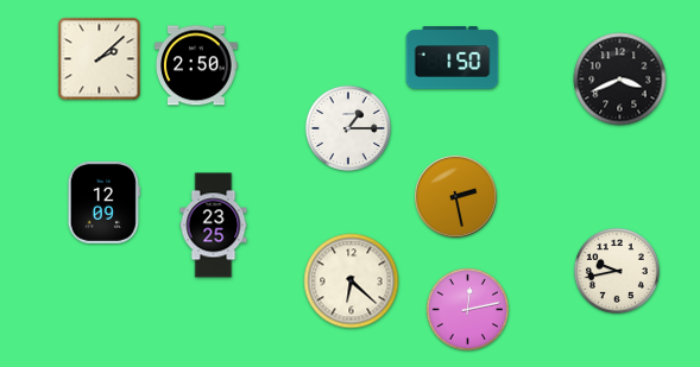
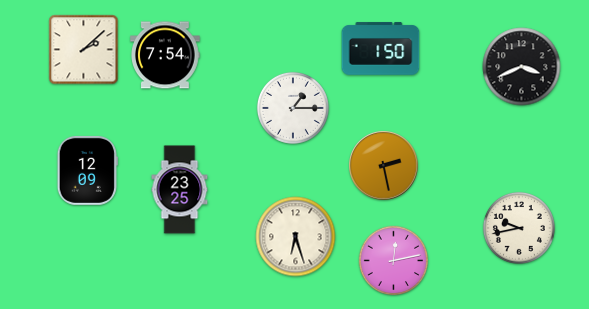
clock at (196, 65): 2:50 -> 7:54
clock at (352, 281): 6:22 -> 6:27
